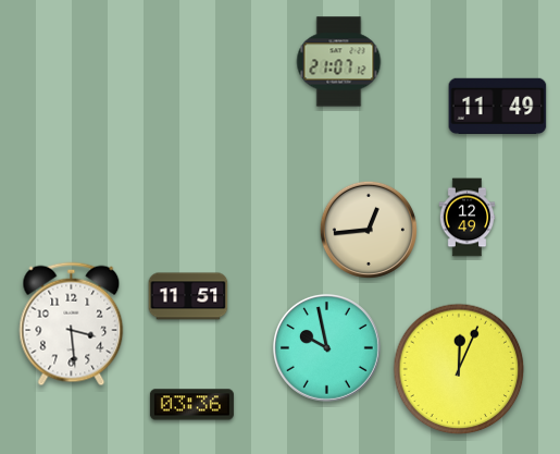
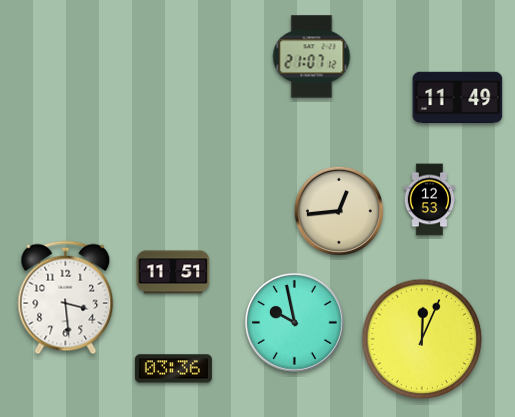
clock at (468, 218): 12:49 -> 12:53
clock at (326, 347) position: (326, 347) -> (294, 322)
clock at (191, 405) position: (191, 405) -> (173, 369)
